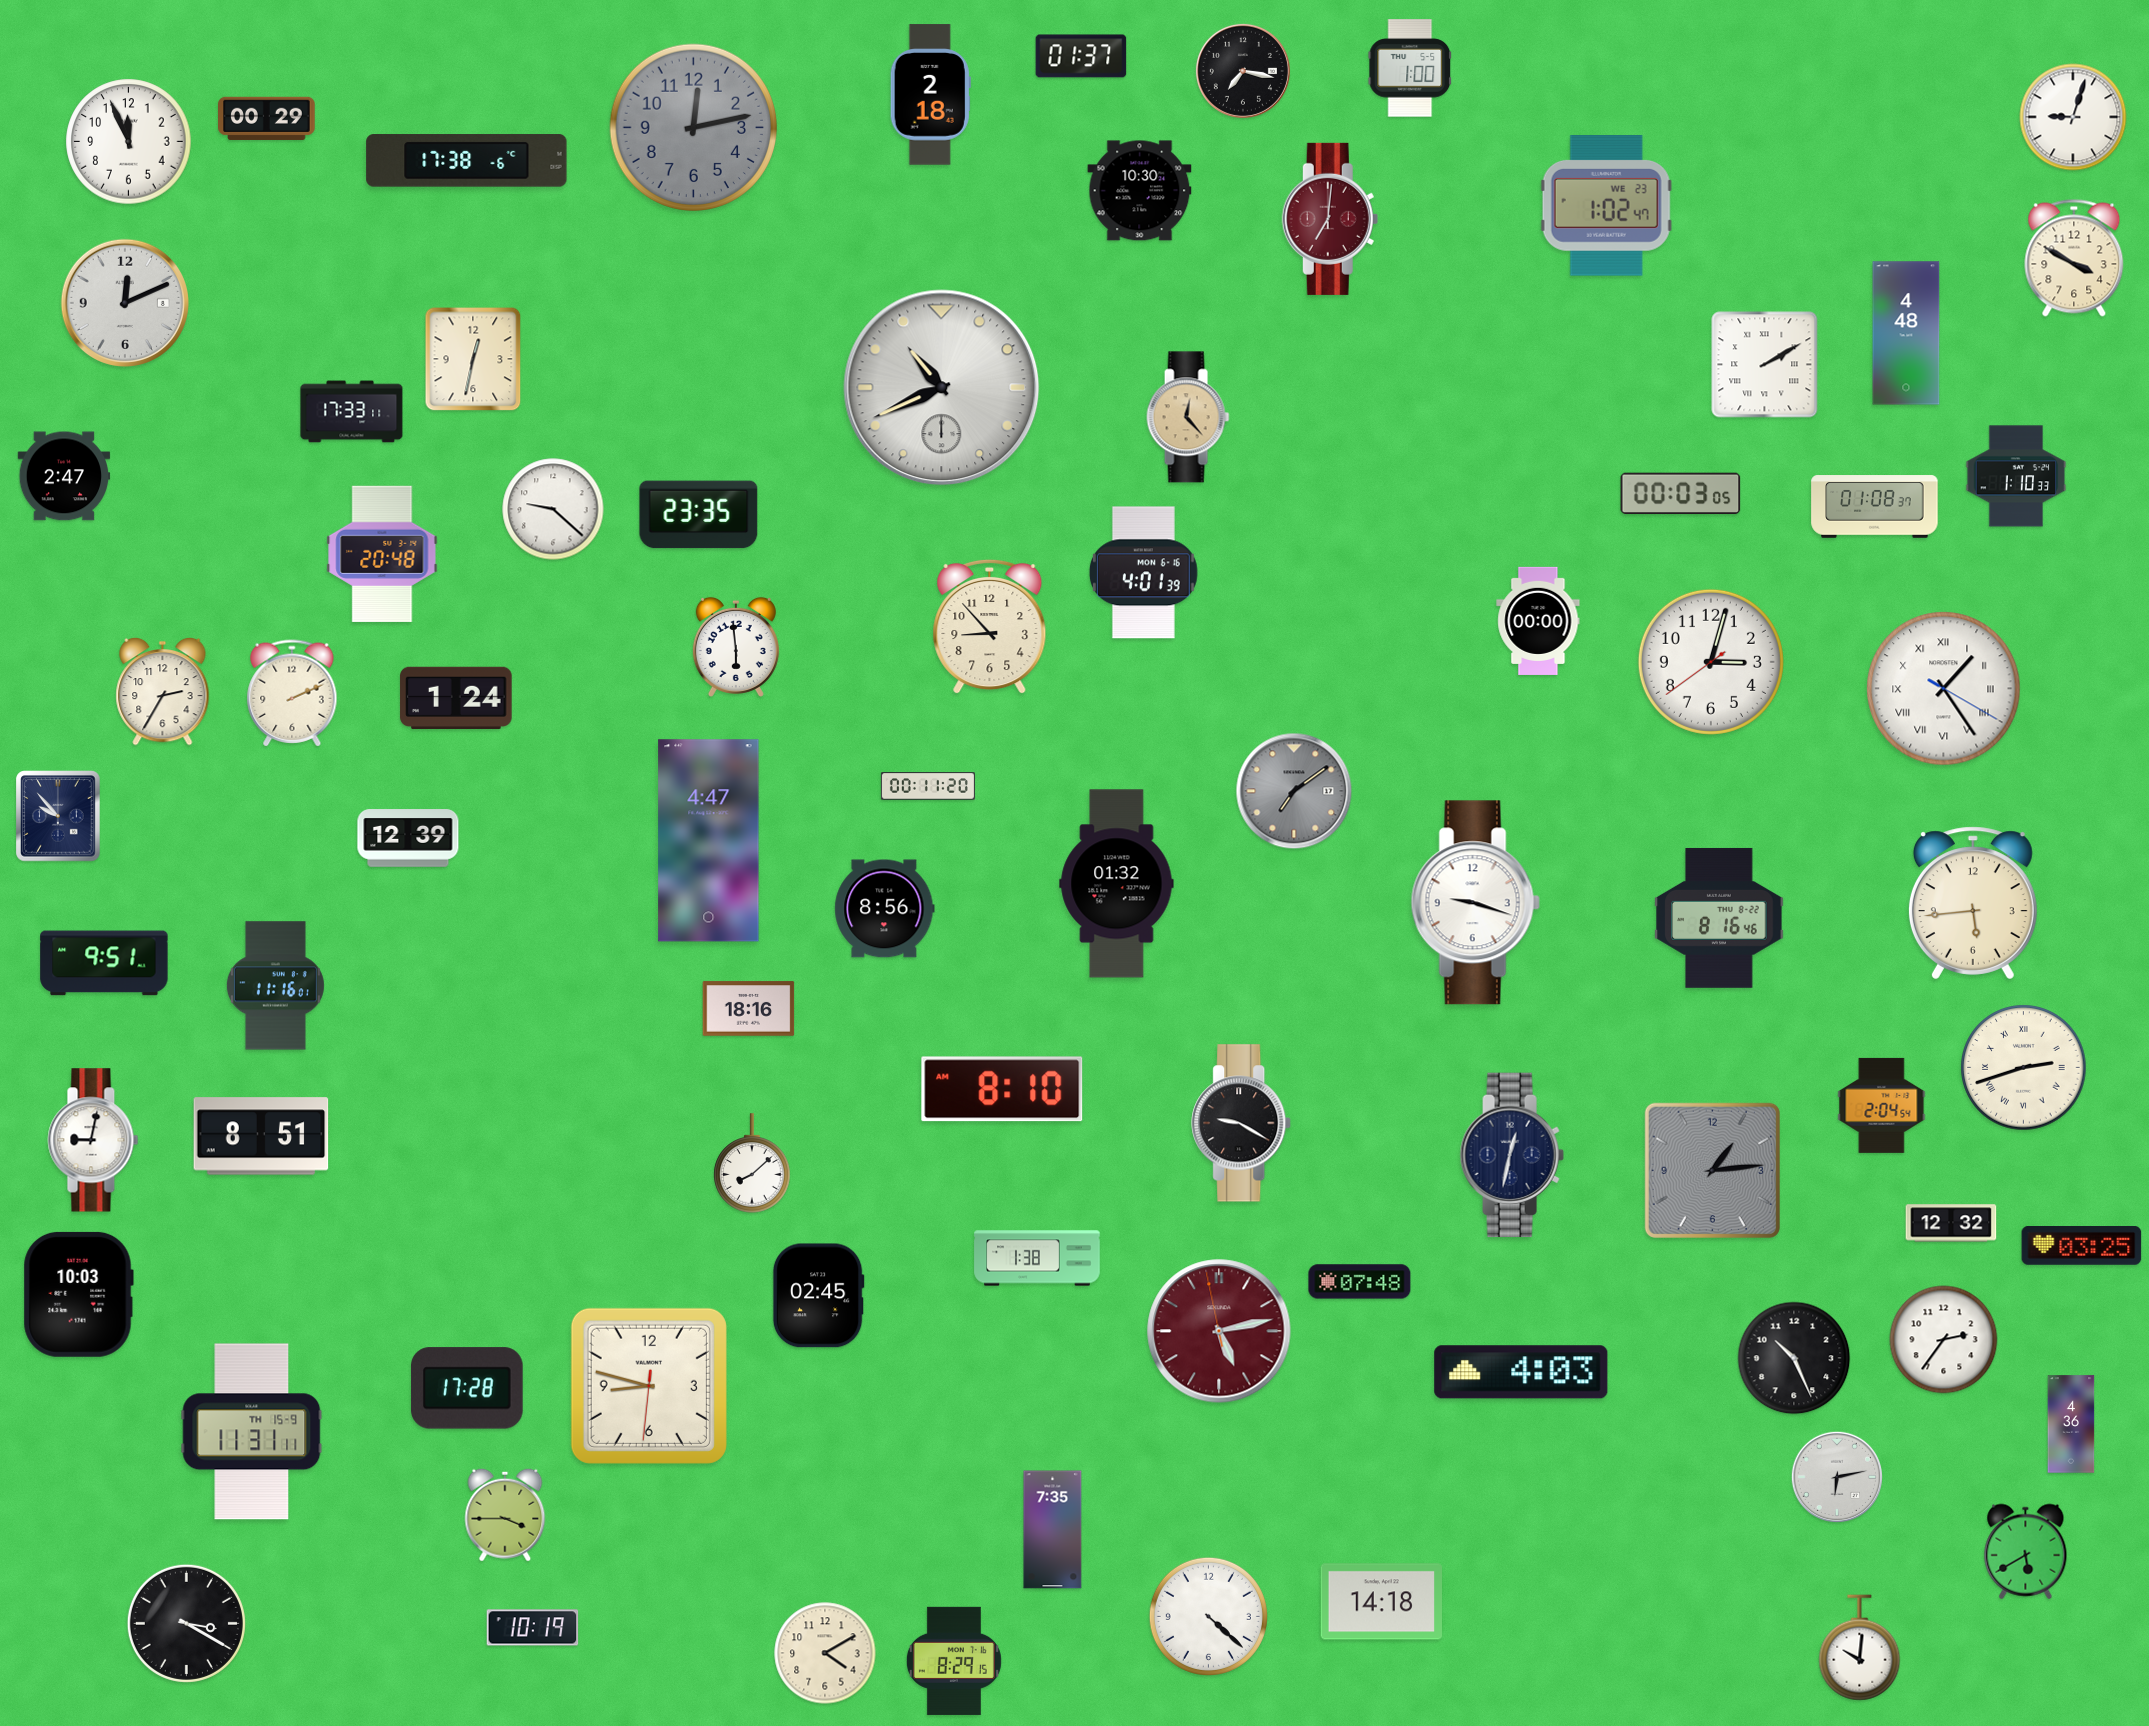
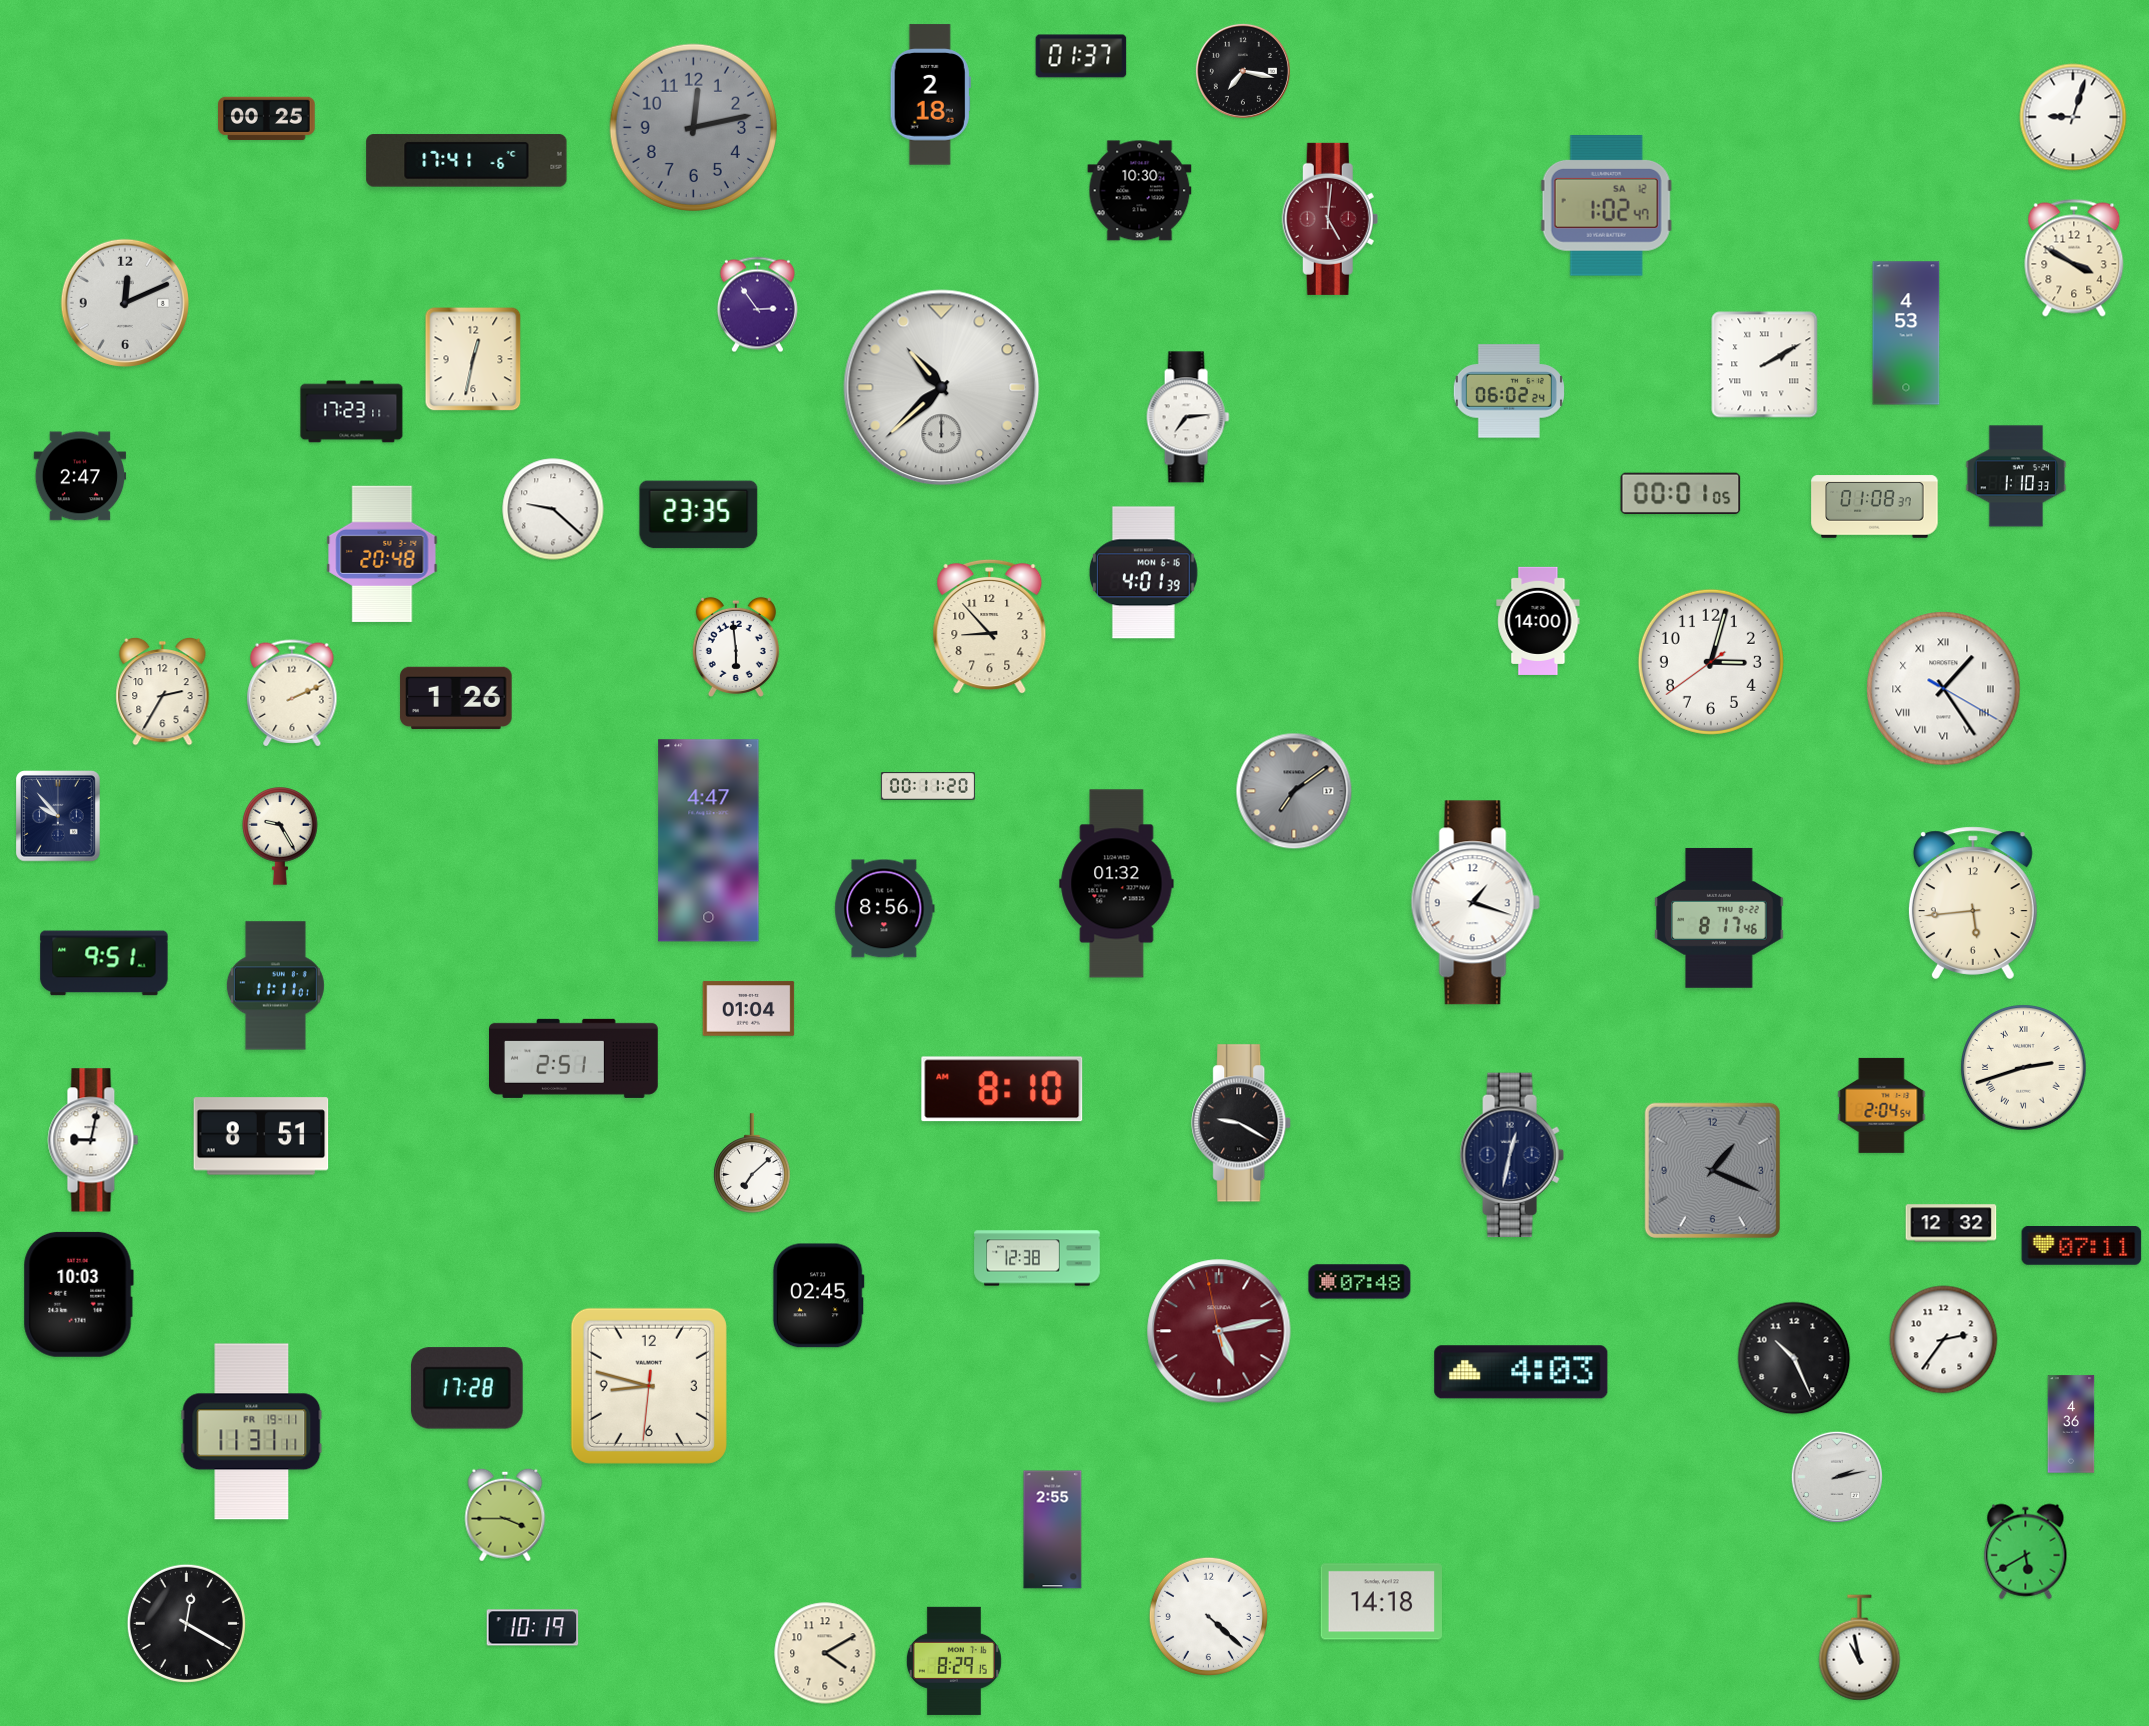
clock at (1410, 68): 1:00 -> none
clock at (267, 118): 00:29 -> 00:25
clock at (129, 142): 11:56 -> none
clock at (467, 161): 17:38 -> 17:41
clock at (1606, 206) date: WE 23 -> SA 12
clock at (1330, 219): 7:01 -> 5:01
clock at (757, 305): none -> 2:54
clock at (1906, 333): 4:48 -> 4:53
clock at (942, 388): 10:41 -> 10:38
clock at (1509, 391): none -> 06:02
clock at (352, 412): 17:33 -> 17:23
clock at (1188, 417): 12:23 -> 7:14
clock at (1188, 417) dial: champagne -> white
clock at (64, 476) position: (64, 476) -> (80, 476)
clock at (1681, 494): 00:03 -> 00:01
clock at (1538, 621): 00:00 -> 14:00
clock at (456, 698): 1:24 -> 1:26
clock at (280, 836): none -> 9:25
clock at (408, 838): 12:39 -> none
clock at (1475, 903): 9:18 -> 1:18
clock at (1719, 918): 8:16 -> 8:17
clock at (275, 986): 11:16 -> 11:11
clock at (749, 1009): 18:16 -> 01:04
clock at (574, 1058): none -> 2:51
clock at (752, 1163): 8:08 -> 7:08
clock at (1712, 1170): 1:14 -> 1:19
clock at (2082, 1246): 03:25 -> 07:11
clock at (1037, 1258): 1:38 -> 12:38
clock at (252, 1432) date: TH 15-9 -> FR 19-11
clock at (1836, 1476): 6:13 -> 2:13
clock at (1053, 1530): 7:35 -> 2:55
clock at (186, 1623): 3:20 -> 12:20
clock at (1860, 1648): 10:01 -> 10:58
